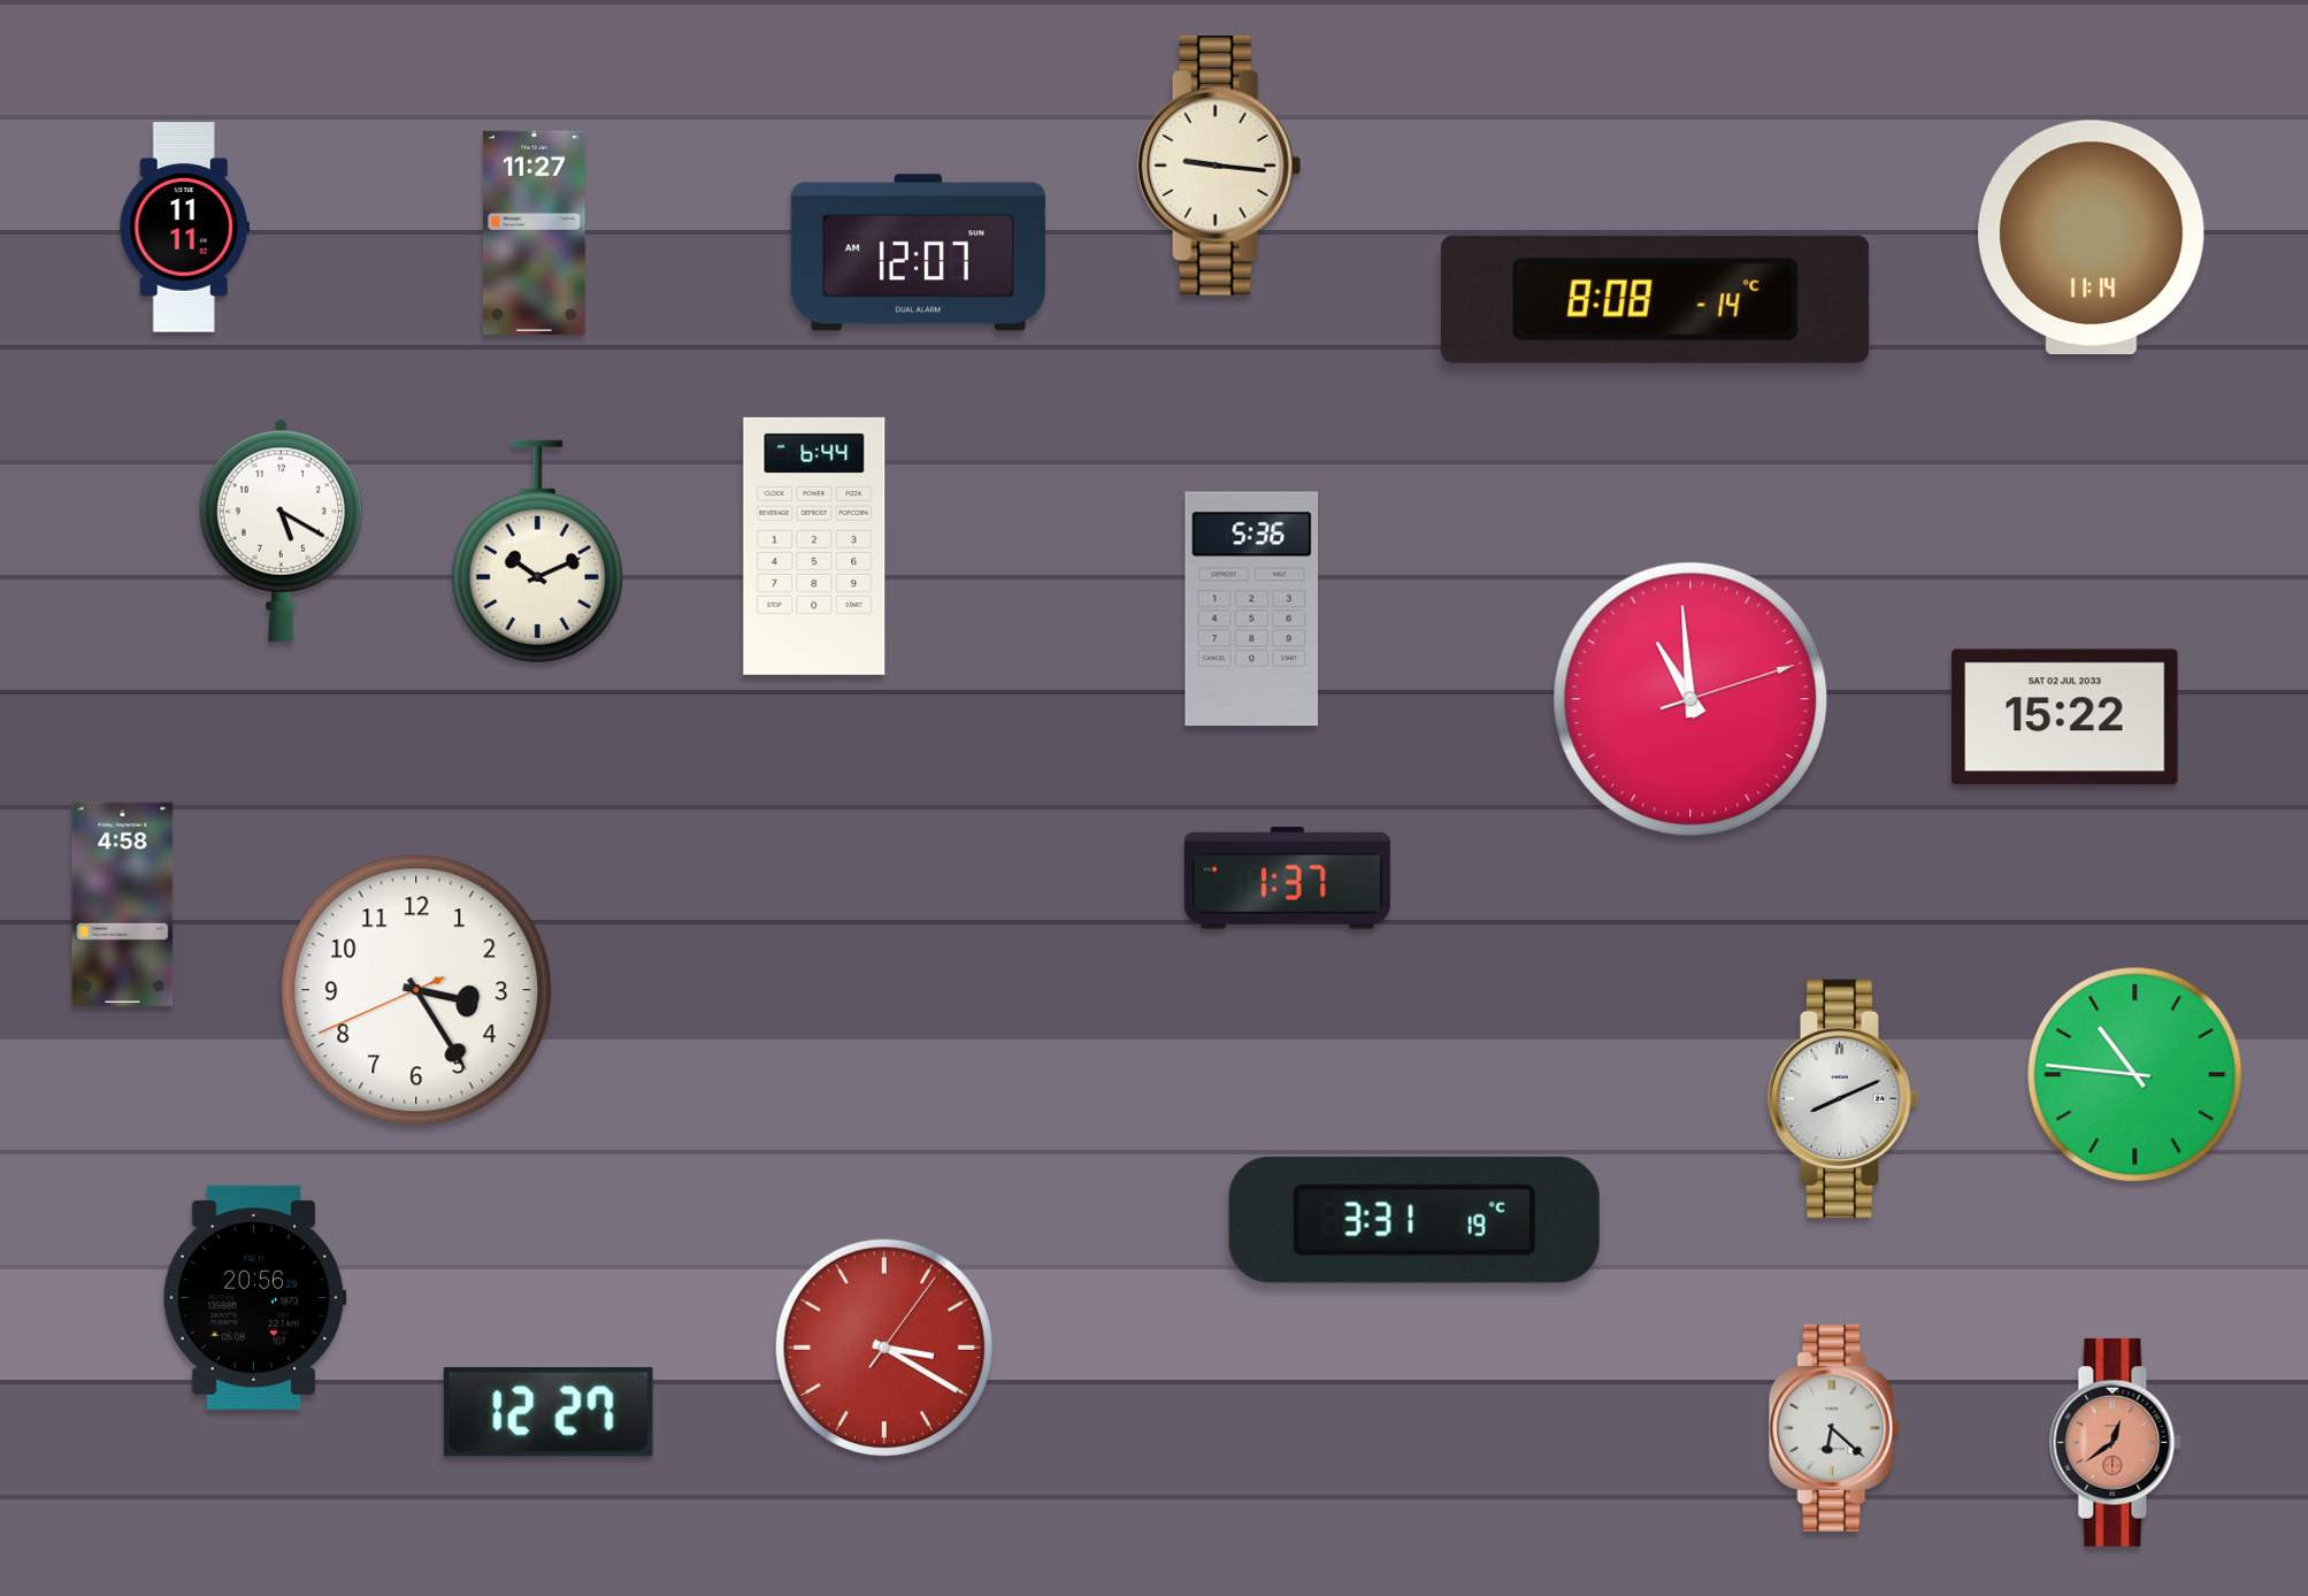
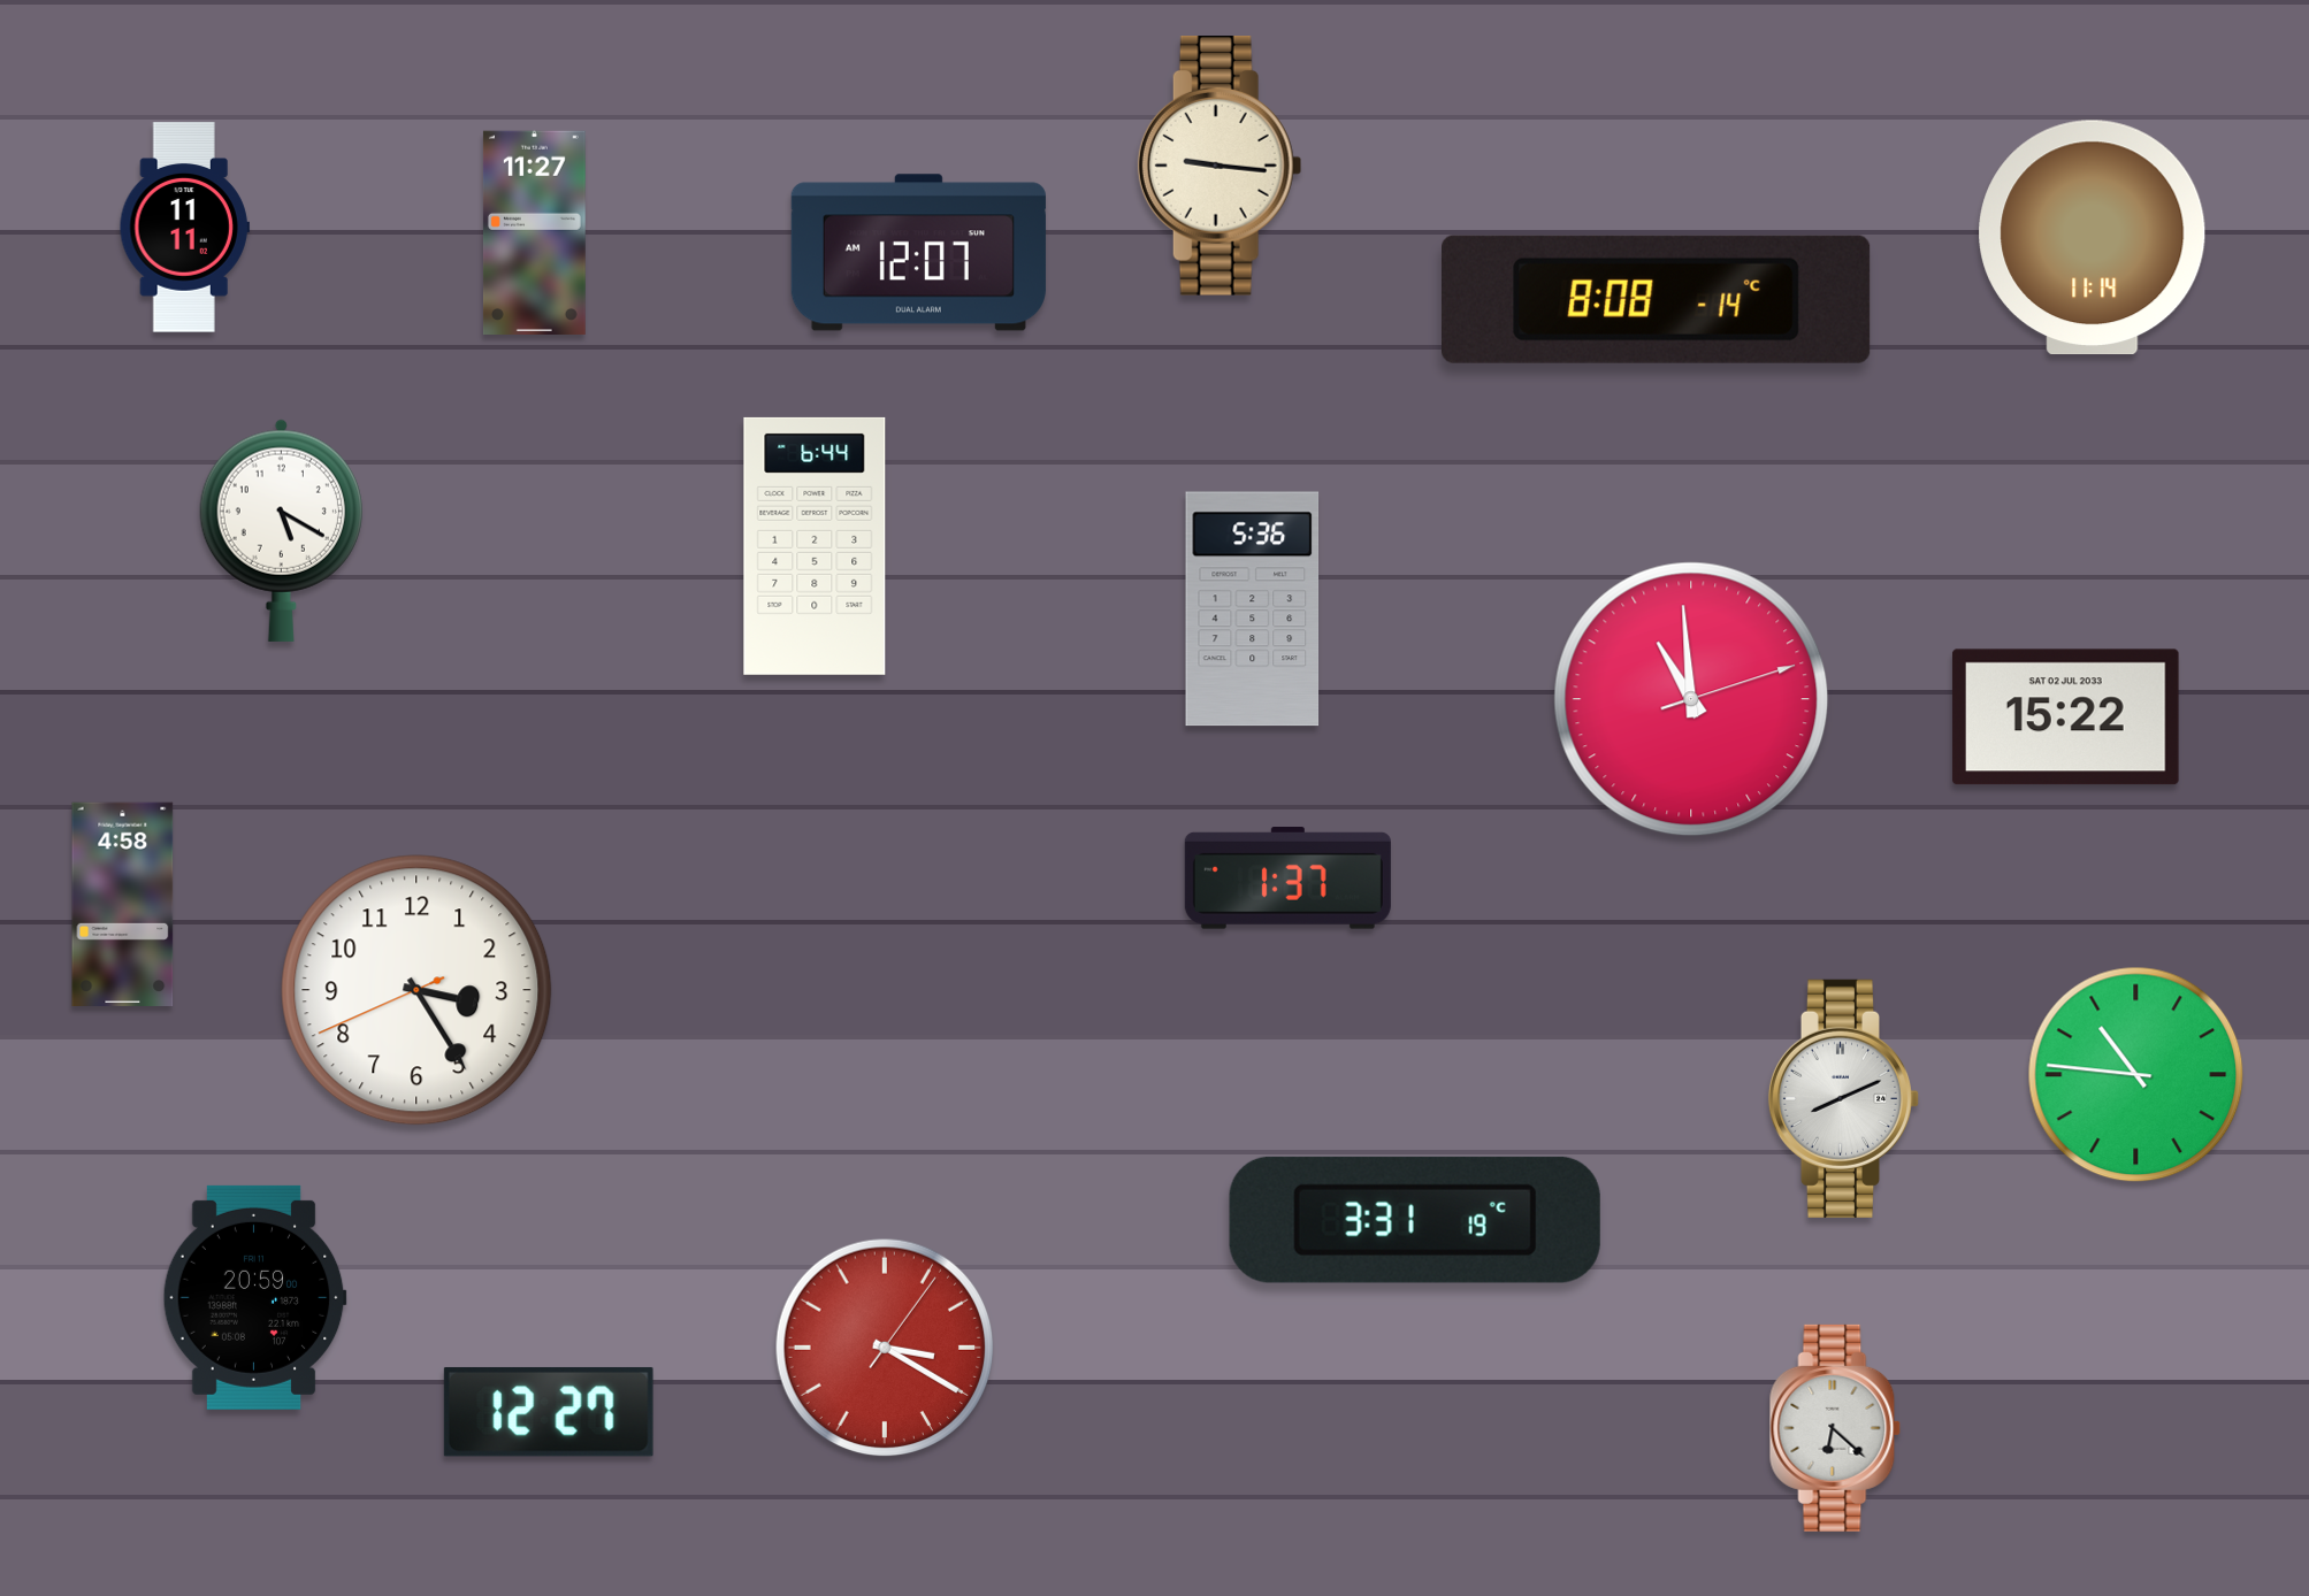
clock at (537, 551): 10:11 -> none
clock at (254, 1297): 20:56 -> 20:59
clock at (2116, 1442): 12:39 -> none
